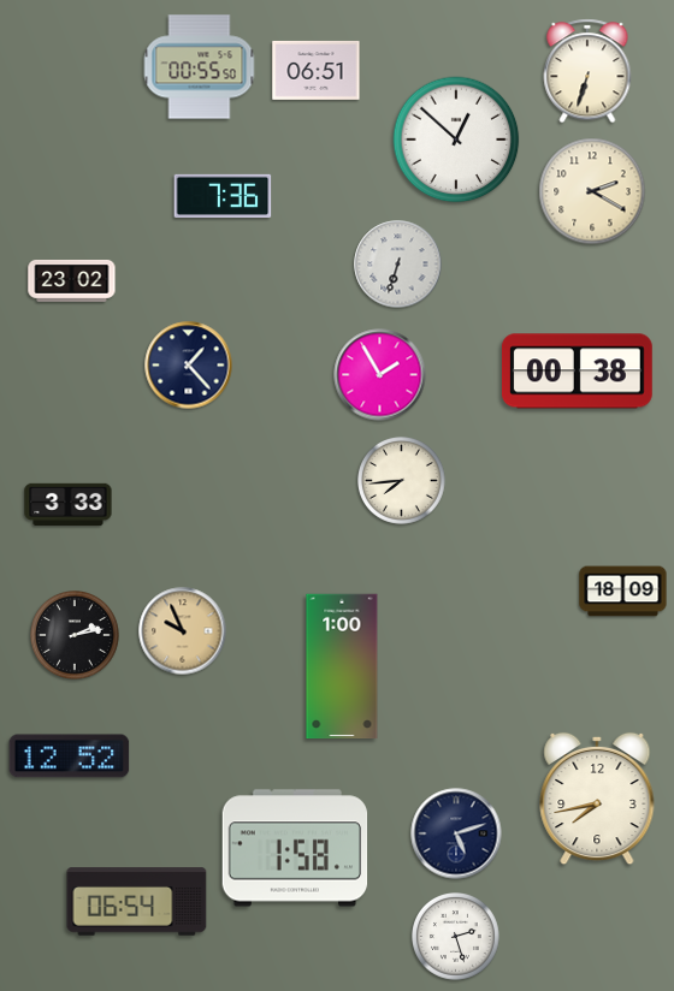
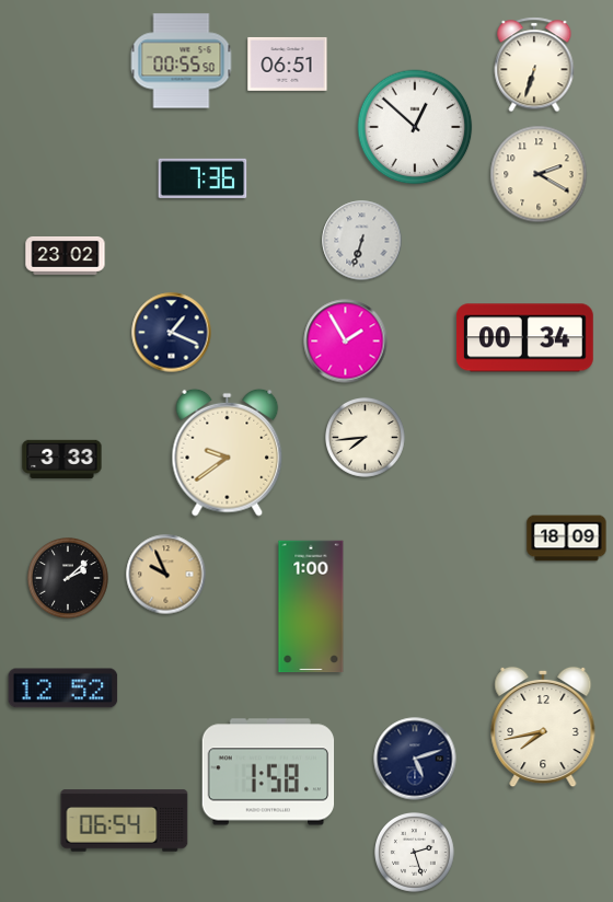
clock at (189, 366): 1:23 -> 1:19
clock at (577, 372): 00:38 -> 00:34
clock at (228, 452): none -> 9:39
clock at (76, 636): 2:13 -> 2:08
